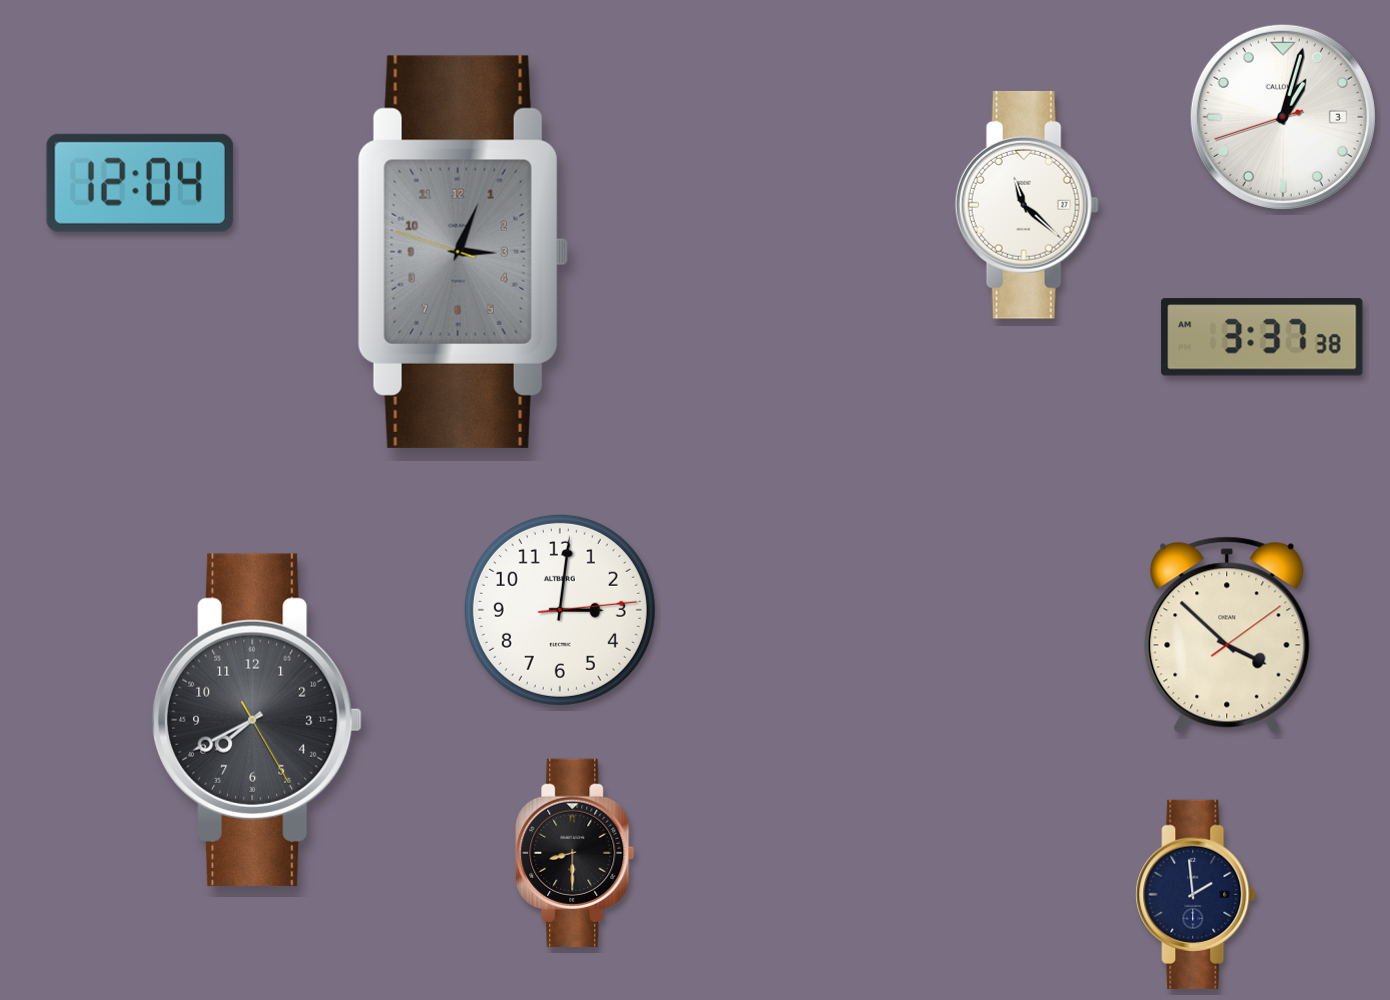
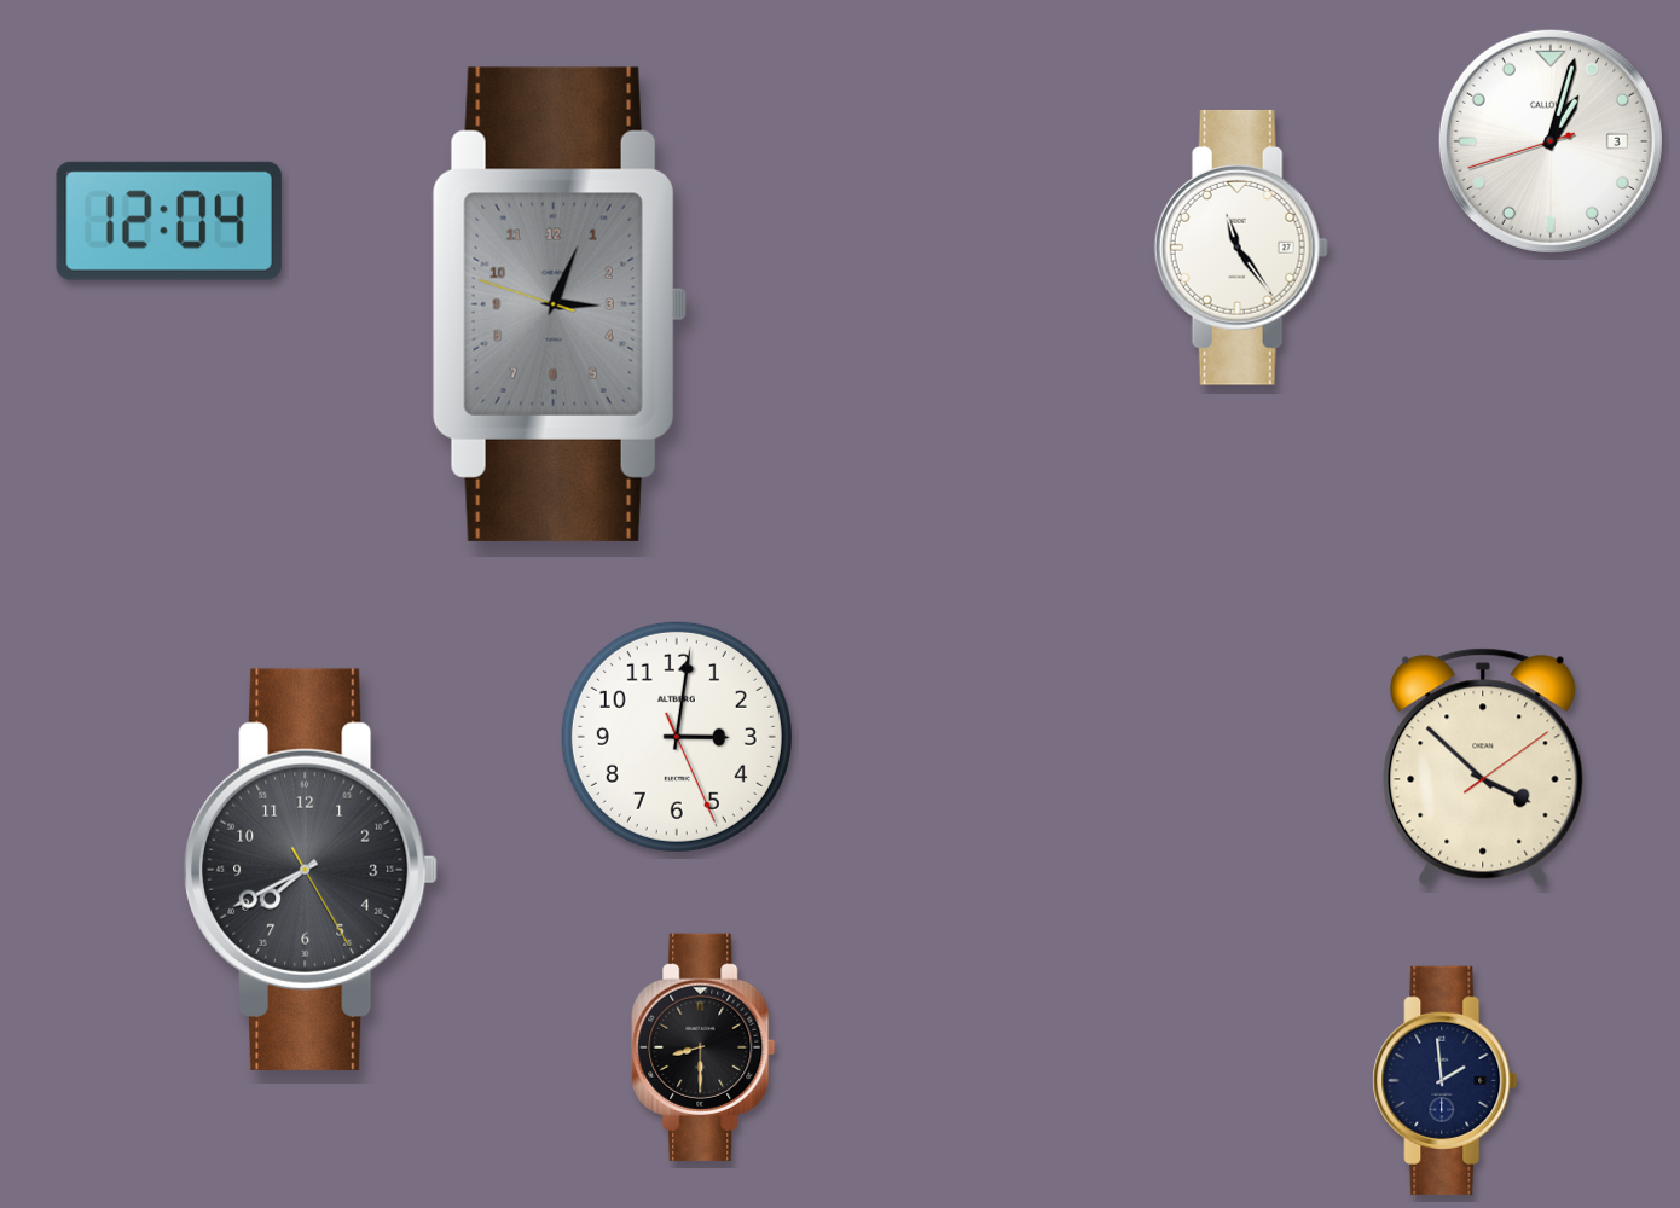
clock at (1027, 205): 11:22 -> 11:24
clock at (1262, 337): 3:37 -> none
clock at (560, 610): 3:01:14 -> 3:01:26
clock at (575, 853) position: (575, 853) -> (703, 1047)
